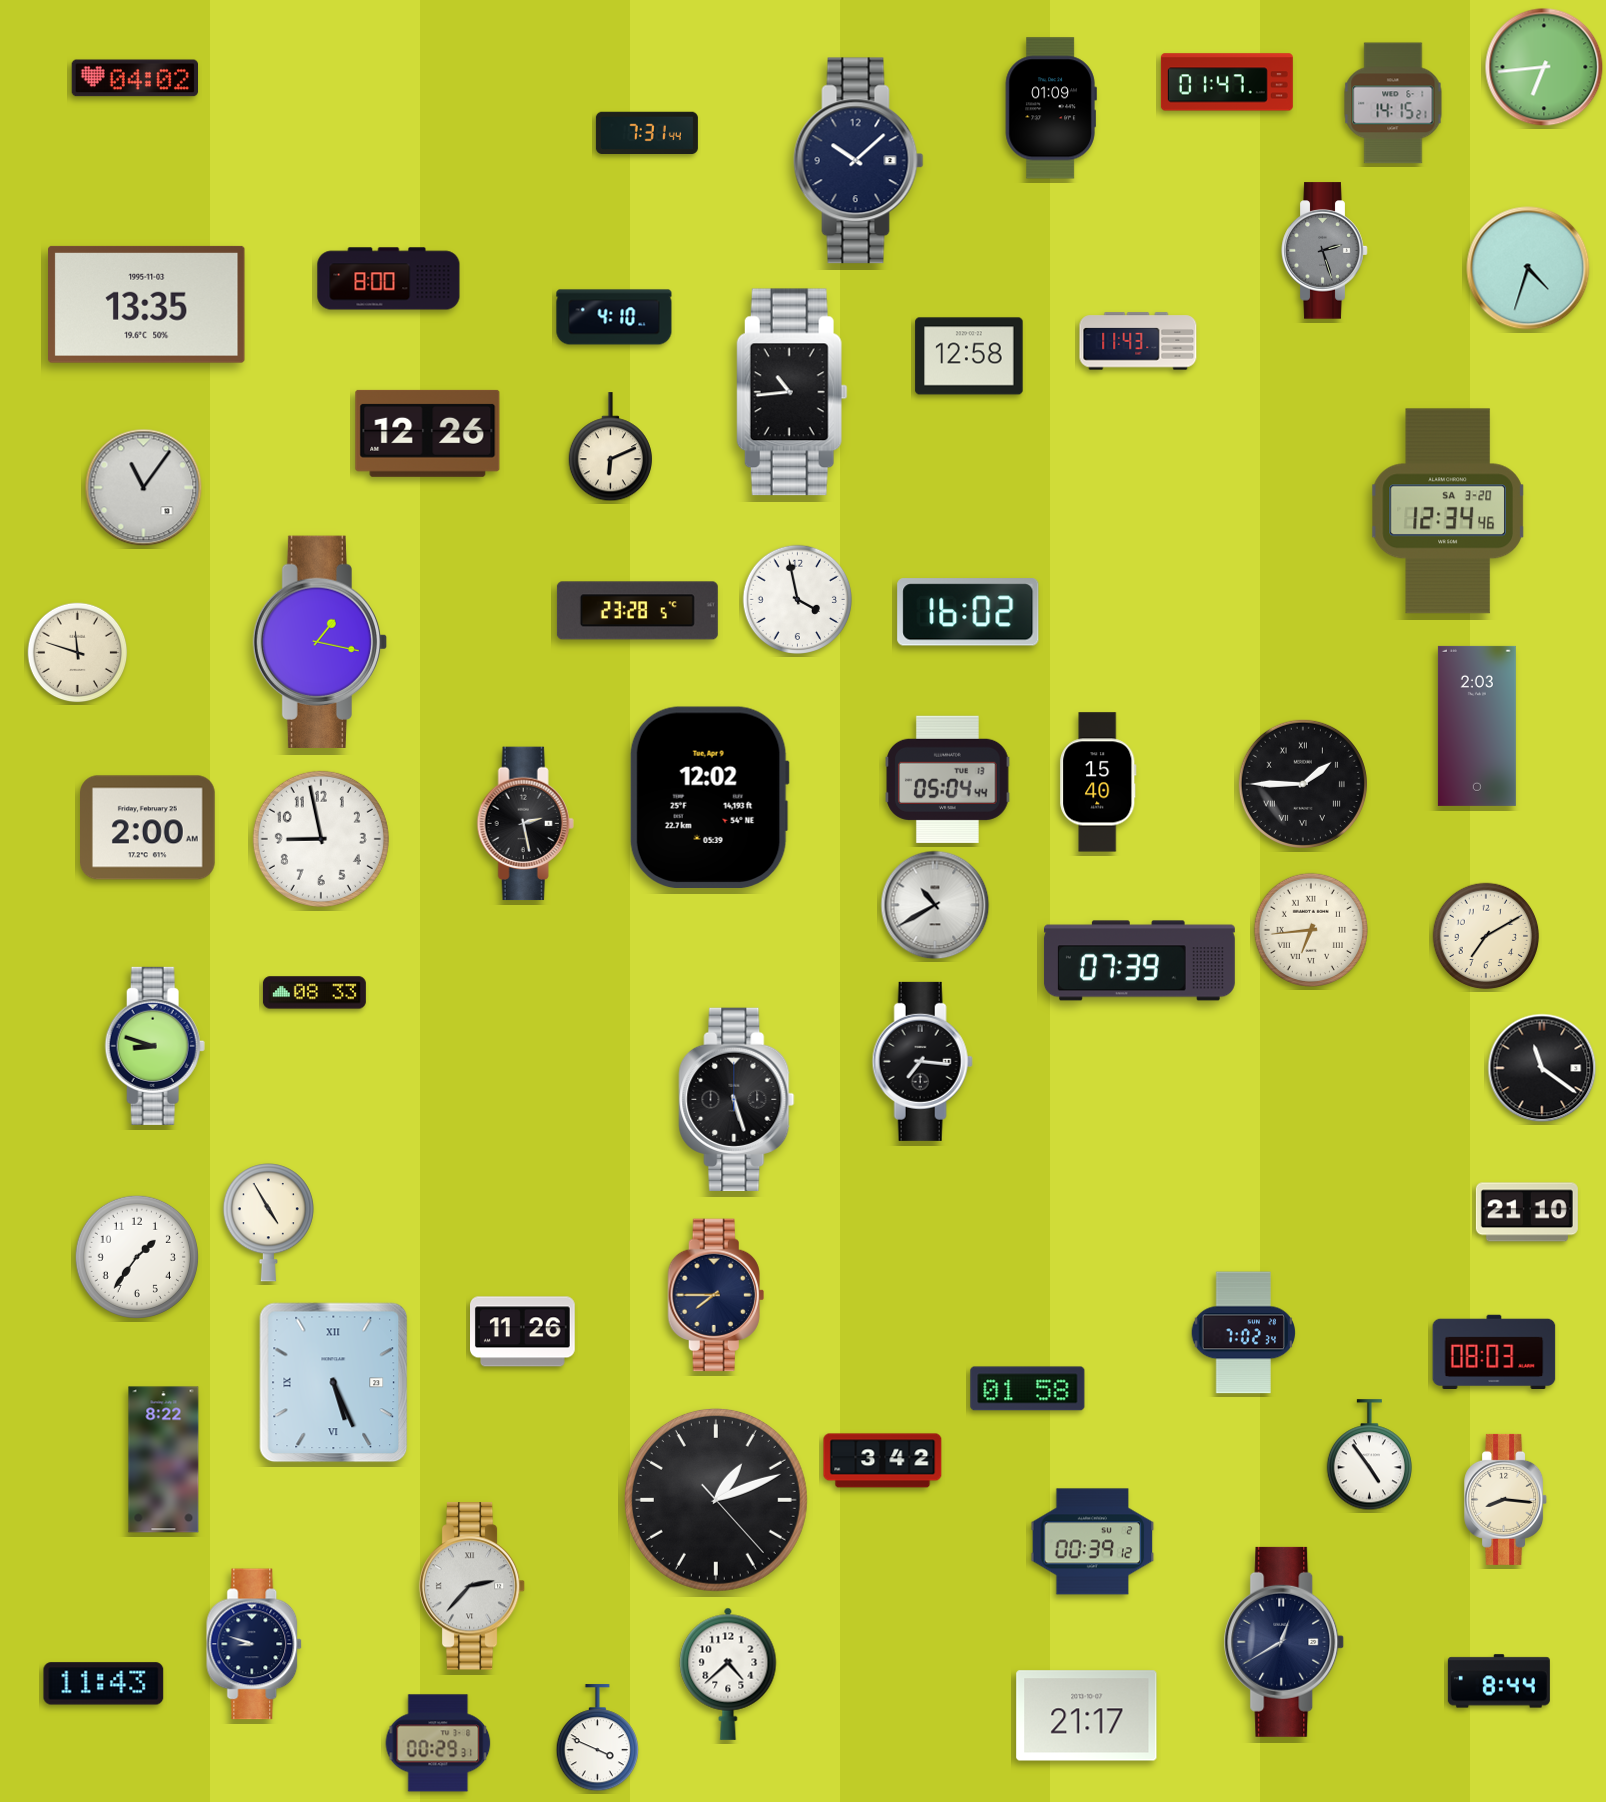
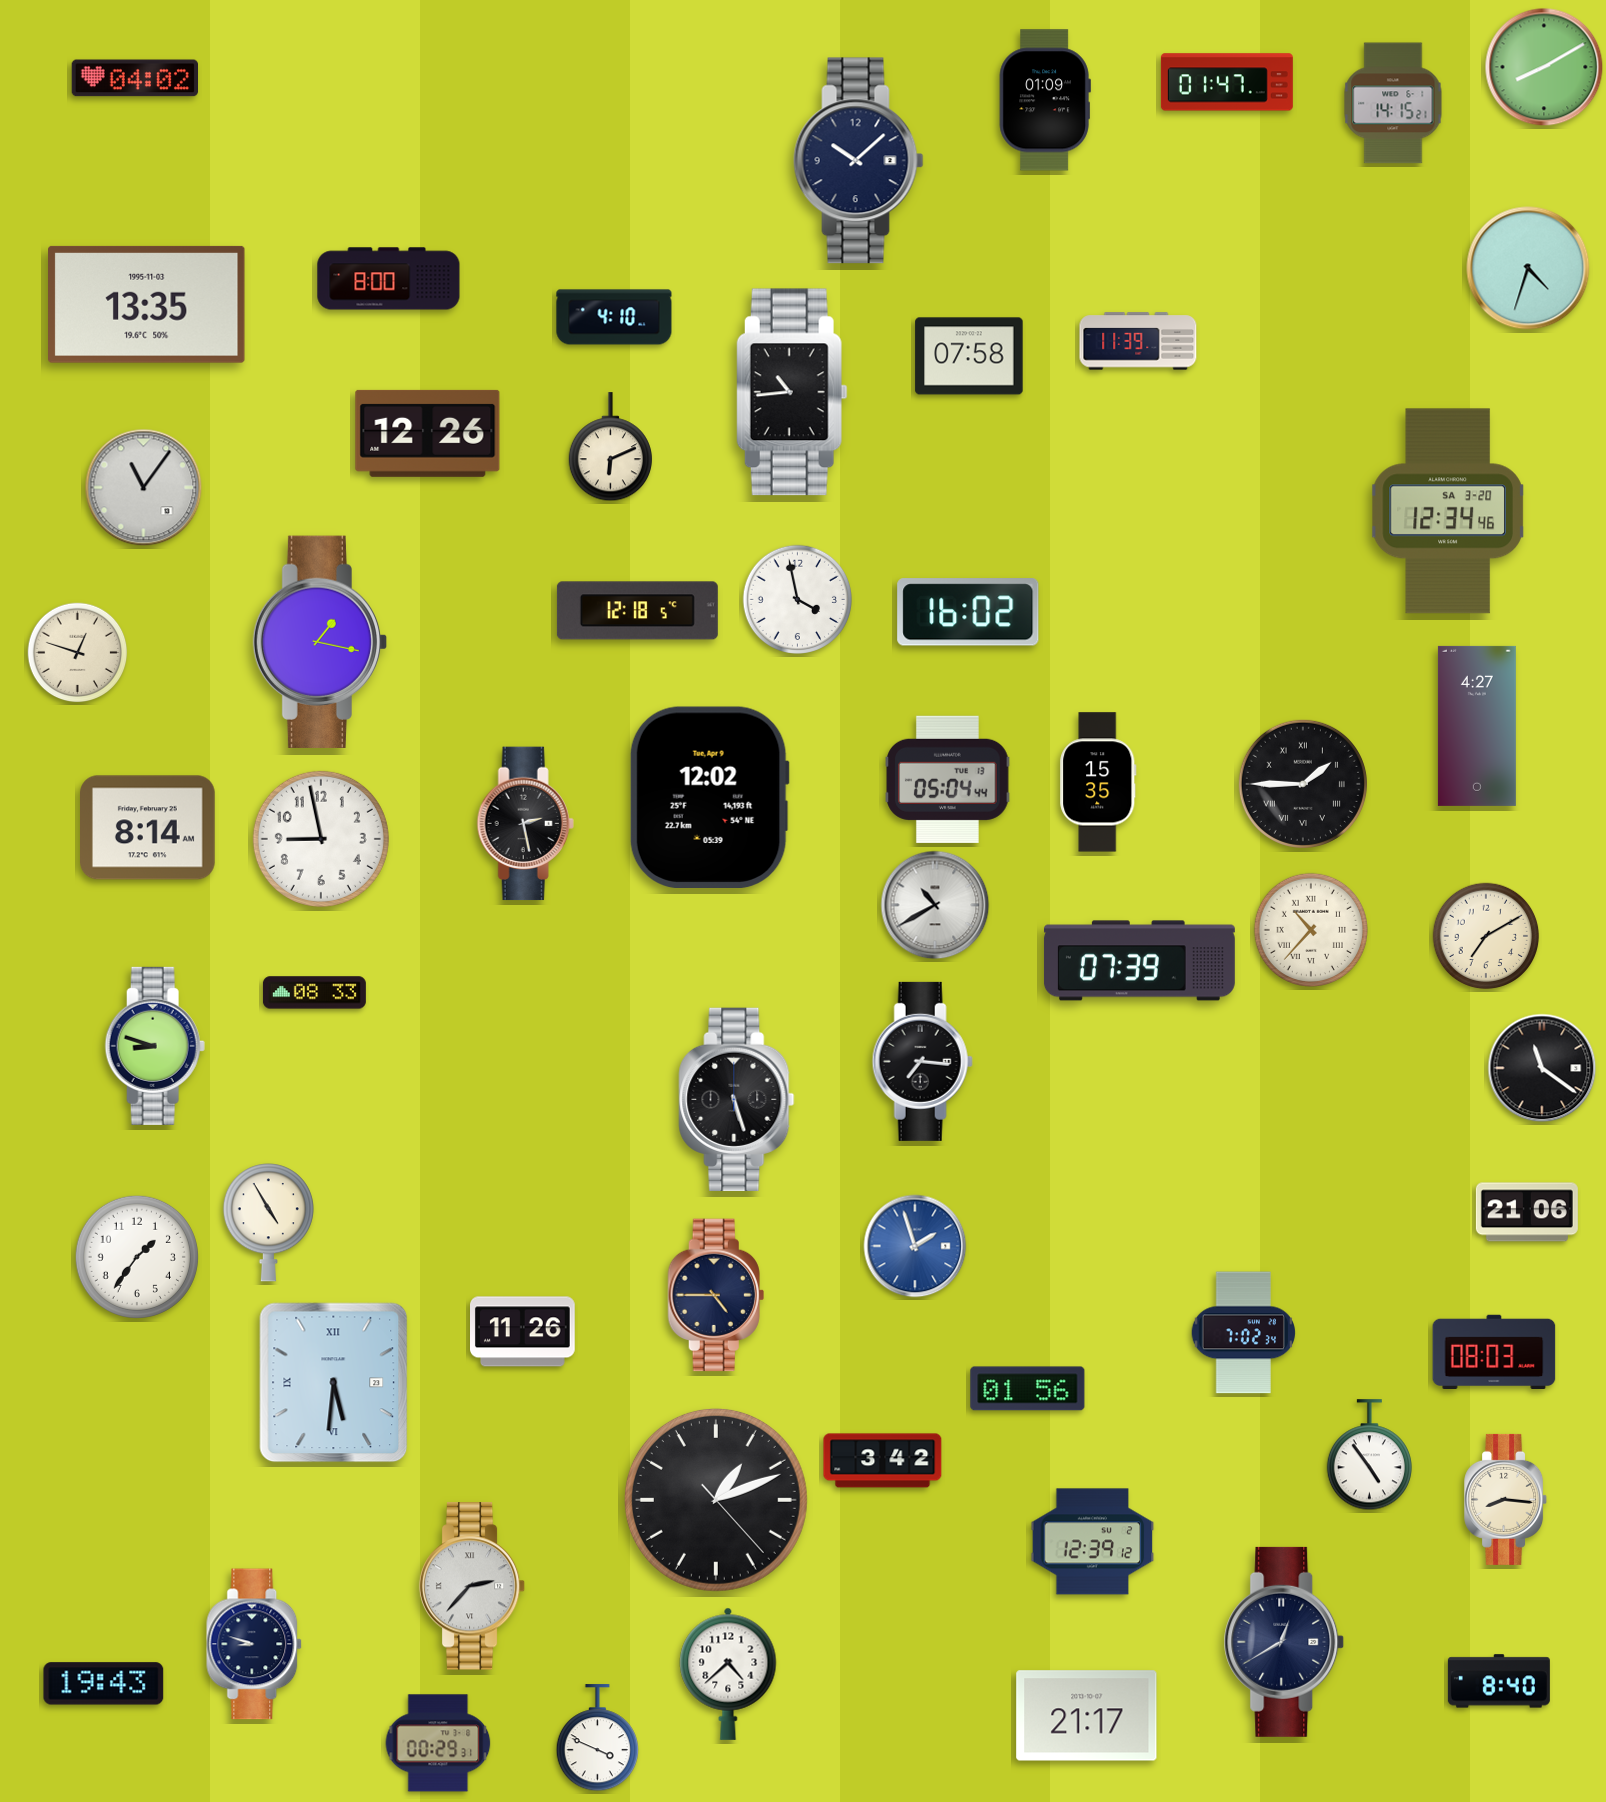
clock at (1544, 67): 6:44 -> 8:10
clock at (1051, 108) position: (1051, 108) -> (1045, 100)
clock at (647, 133): 7:31 -> none
clock at (1325, 251): 2:27 -> none
clock at (1138, 341): 11:43 -> 11:39
clock at (969, 356): 12:58 -> 07:58
clock at (637, 611): 23:28 -> 12:18
clock at (78, 653): 11:48 -> 12:48
clock at (1477, 726): 2:03 -> 4:27
clock at (1098, 782): 15:40 -> 15:35
clock at (148, 828): 2:00 -> 8:14
clock at (1310, 929): 6:44 -> 10:37
clock at (1527, 1212): 21:10 -> 21:06
clock at (915, 1246): none -> 1:57
clock at (716, 1295): 7:45 -> 4:45
clock at (334, 1383): 5:26 -> 5:31
clock at (1028, 1389): 01:58 -> 01:56
clock at (164, 1460): 8:22 -> none
clock at (1093, 1542): 00:39 -> 12:39
clock at (1499, 1681): 8:44 -> 8:40
clock at (104, 1684): 11:43 -> 19:43
